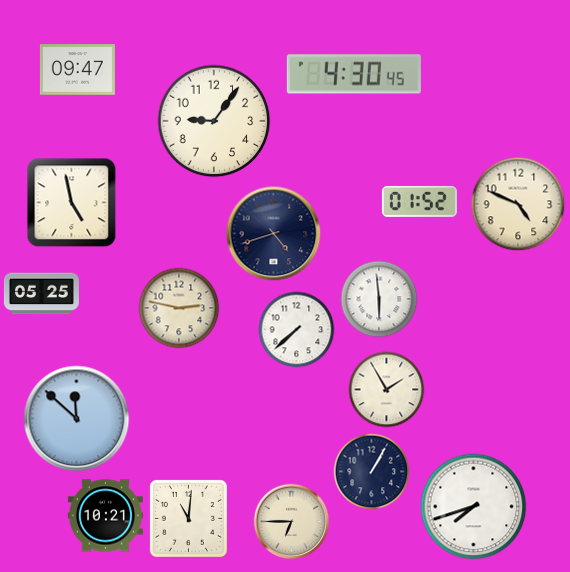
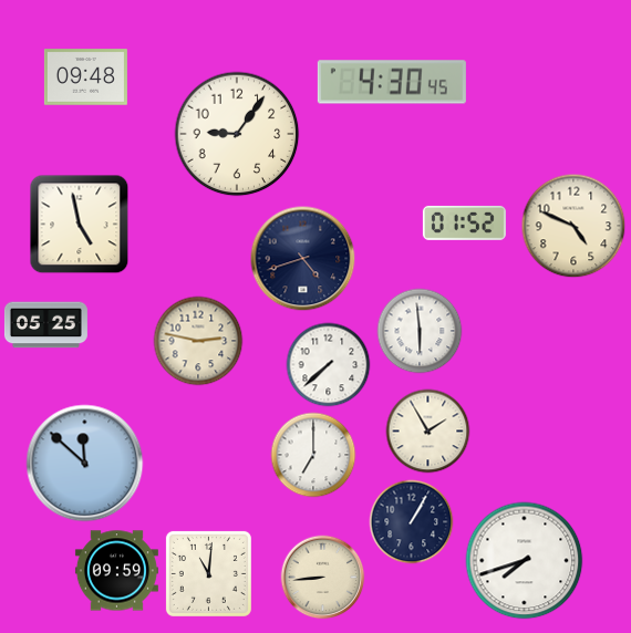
clock at (77, 70): 09:47 -> 09:48
clock at (313, 455): none -> 7:00
clock at (105, 516): 10:21 -> 09:59
clock at (292, 522): 6:45 -> 8:44
